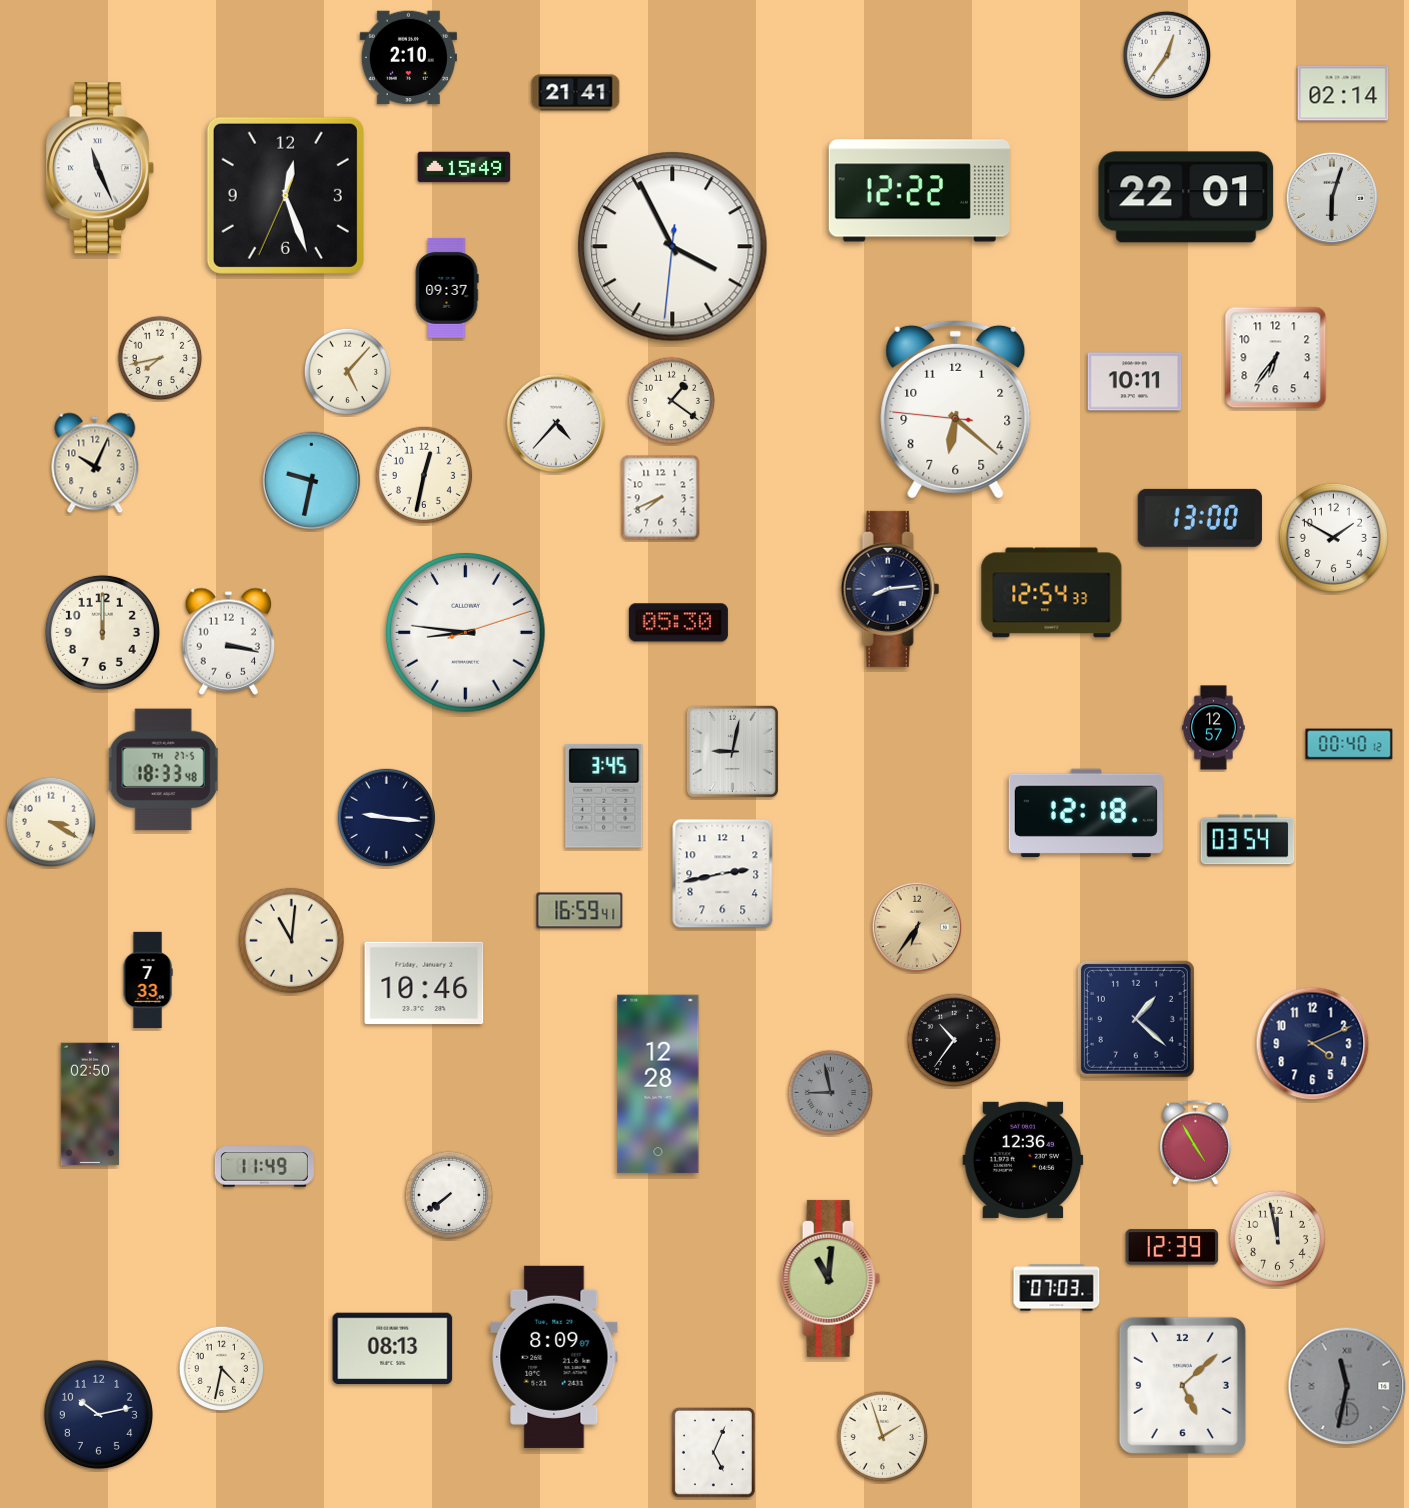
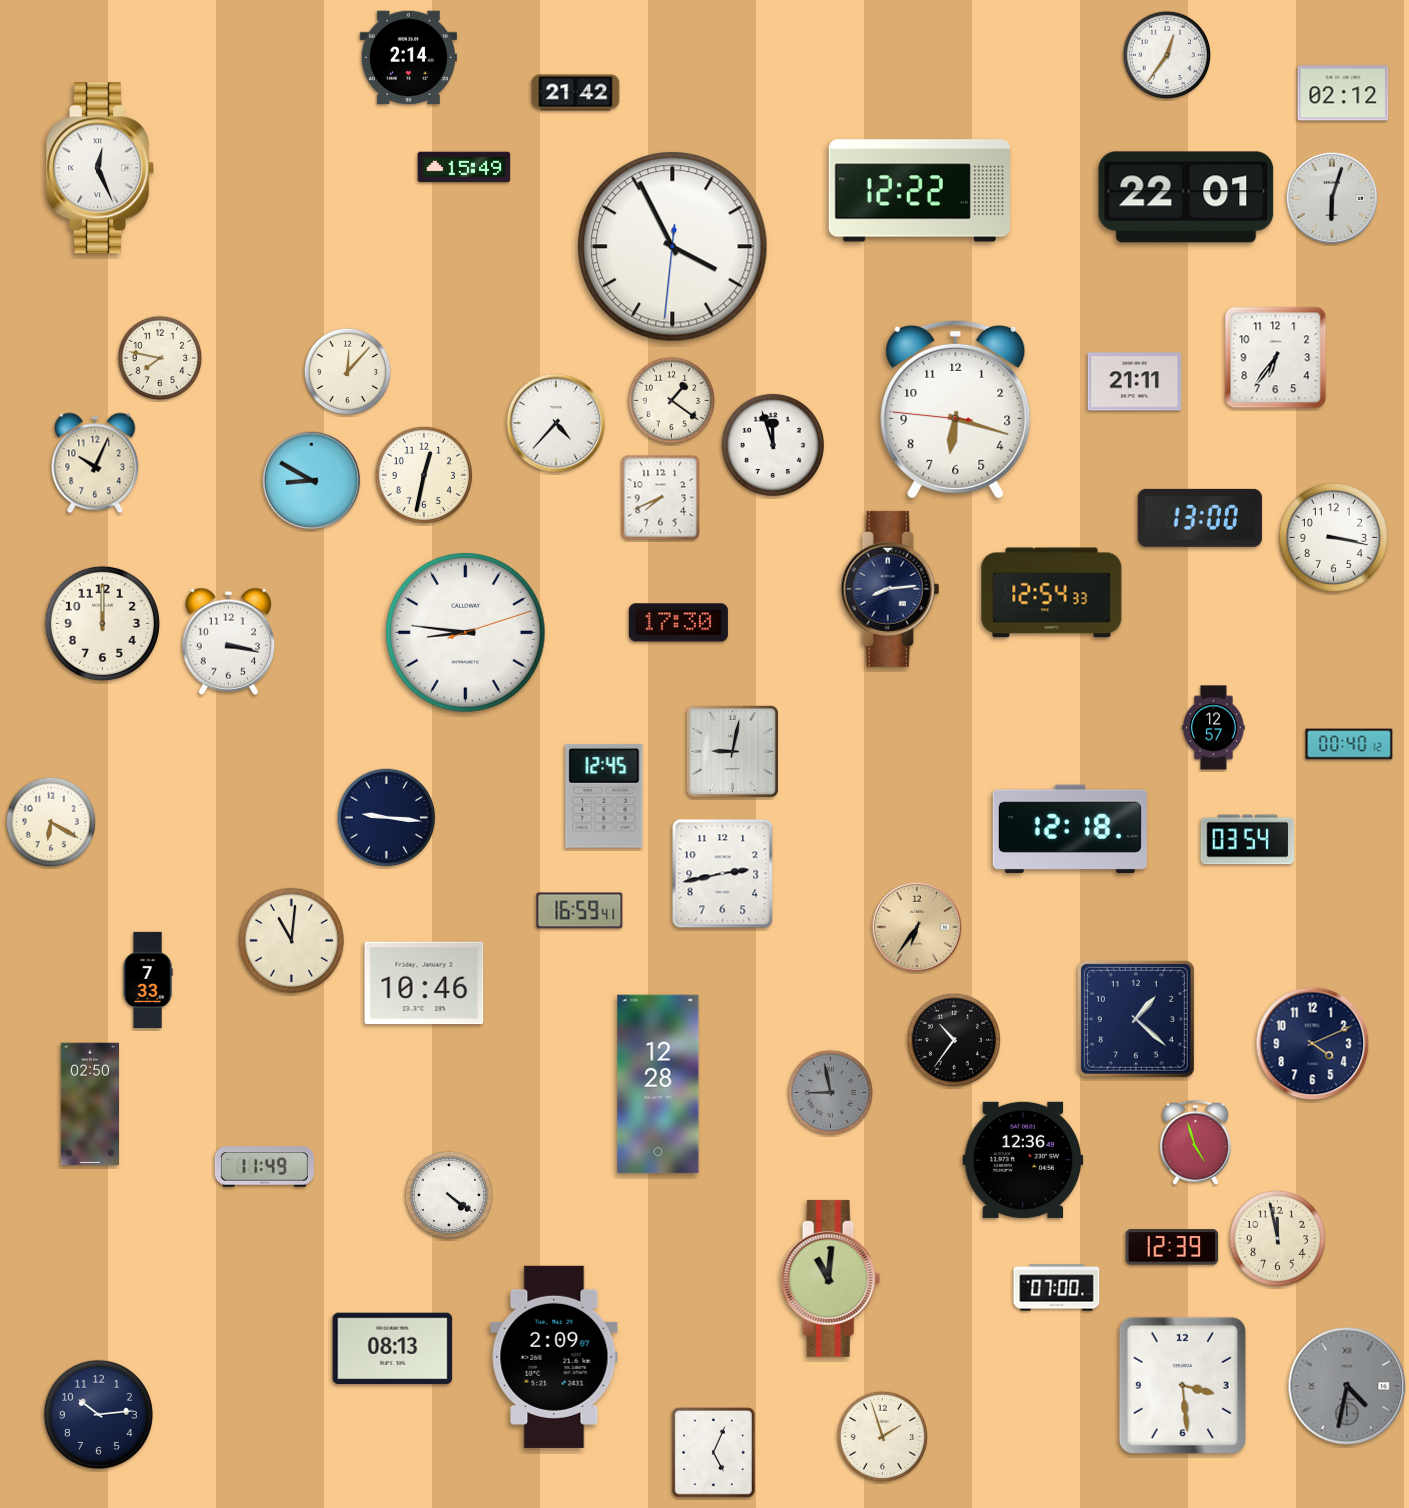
clock at (408, 58): 2:10 -> 2:14
clock at (576, 93): 21:41 -> 21:42
clock at (1343, 93): 02:14 -> 02:12
clock at (100, 168): 11:26 -> 12:26
clock at (285, 195): 12:26 -> none
clock at (447, 288): 09:37 -> none
clock at (160, 358): 7:43 -> 7:47
clock at (348, 372): 5:07 -> 12:07
clock at (1135, 382): 10:11 -> 21:11
clock at (956, 409): 6:21 -> 6:17
clock at (773, 445): none -> 11:57
clock at (312, 481): 9:32 -> 8:50
clock at (1333, 537): 1:50 -> 3:17
clock at (678, 623): 05:30 -> 17:30
clock at (102, 632) position: (102, 632) -> (102, 623)
clock at (163, 770): 18:33 -> none
clock at (604, 796): 3:45 -> 12:45
clock at (1086, 813) position: (1086, 813) -> (1070, 829)
clock at (51, 822): 3:20 -> 6:20
clock at (1195, 1142): 4:55 -> 4:57
clock at (449, 1195): 7:39 -> 4:21
clock at (1057, 1288): 07:03 -> 07:00
clock at (554, 1357): 8:09 -> 2:09
clock at (222, 1369): 4:32 -> none
clock at (1182, 1385): 5:08 -> 3:29
clock at (1347, 1386): 11:32 -> 4:32
clock at (98, 1414): 10:13 -> 10:14
